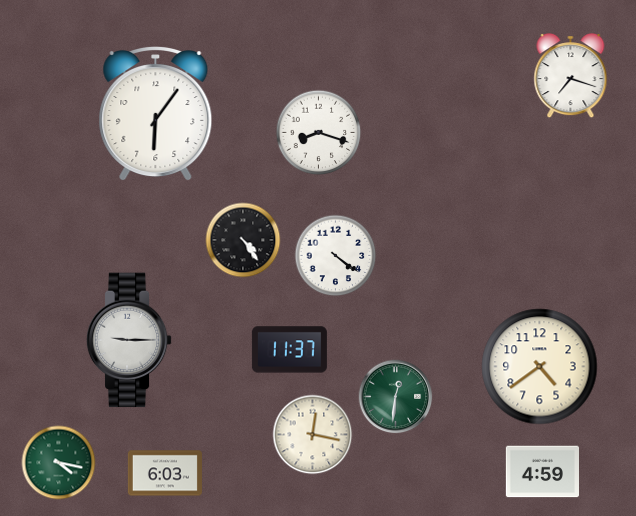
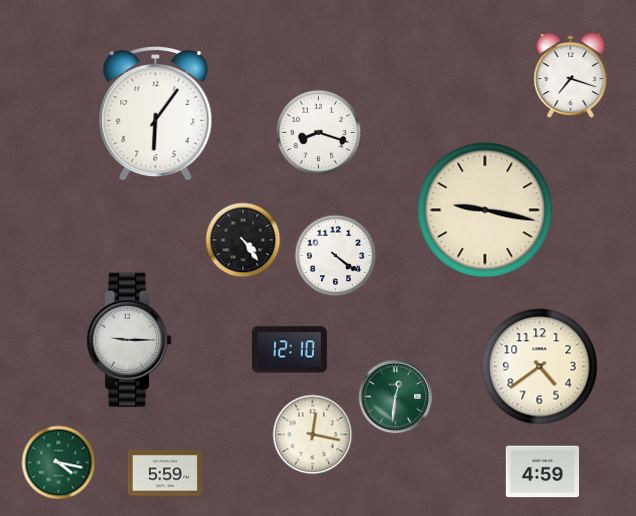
clock at (485, 210): none -> 9:17
clock at (289, 350): 11:37 -> 12:10
clock at (165, 473): 6:03 -> 5:59
